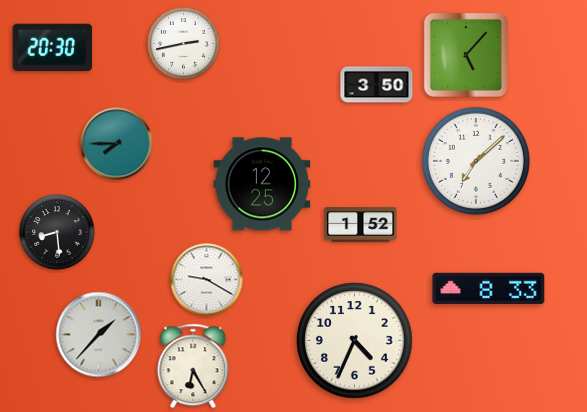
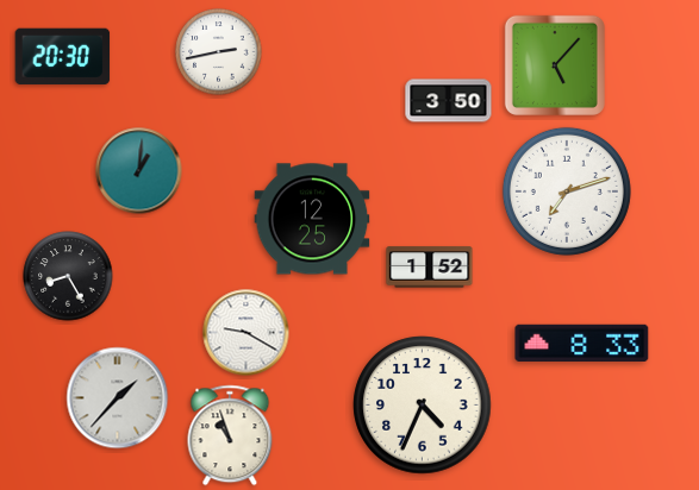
clock at (117, 144): 7:45 -> 1:01
clock at (476, 161): 7:08 -> 7:12
clock at (57, 232): 8:29 -> 8:25
clock at (193, 366): 6:25 -> 10:57
